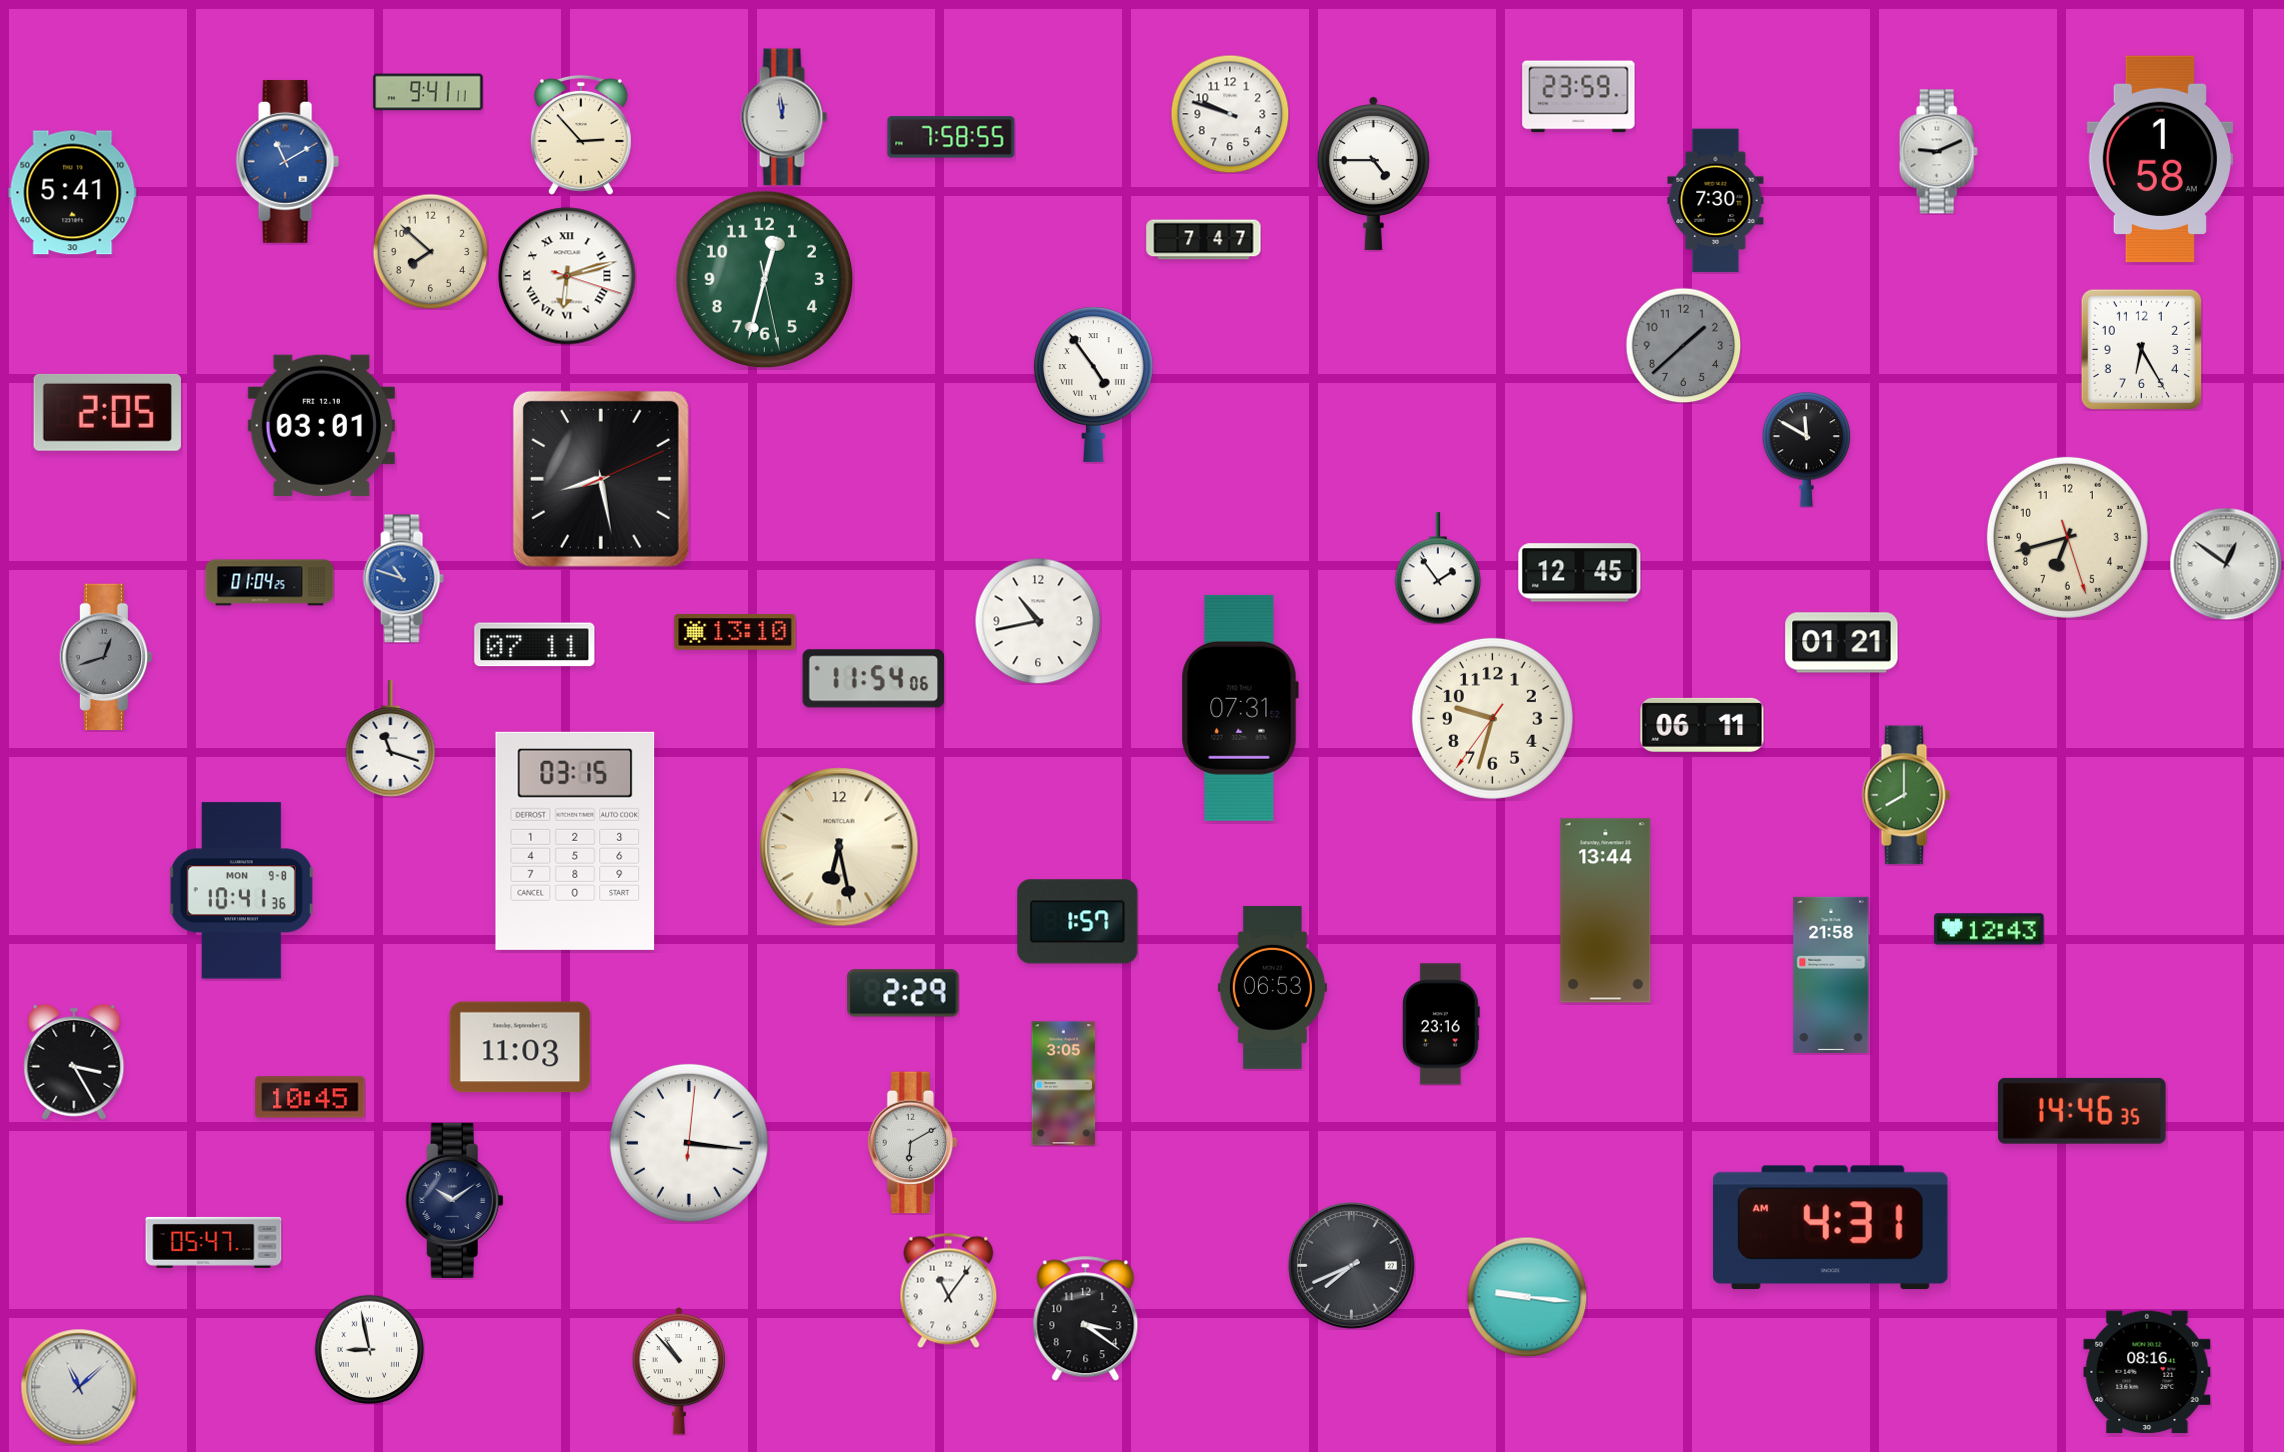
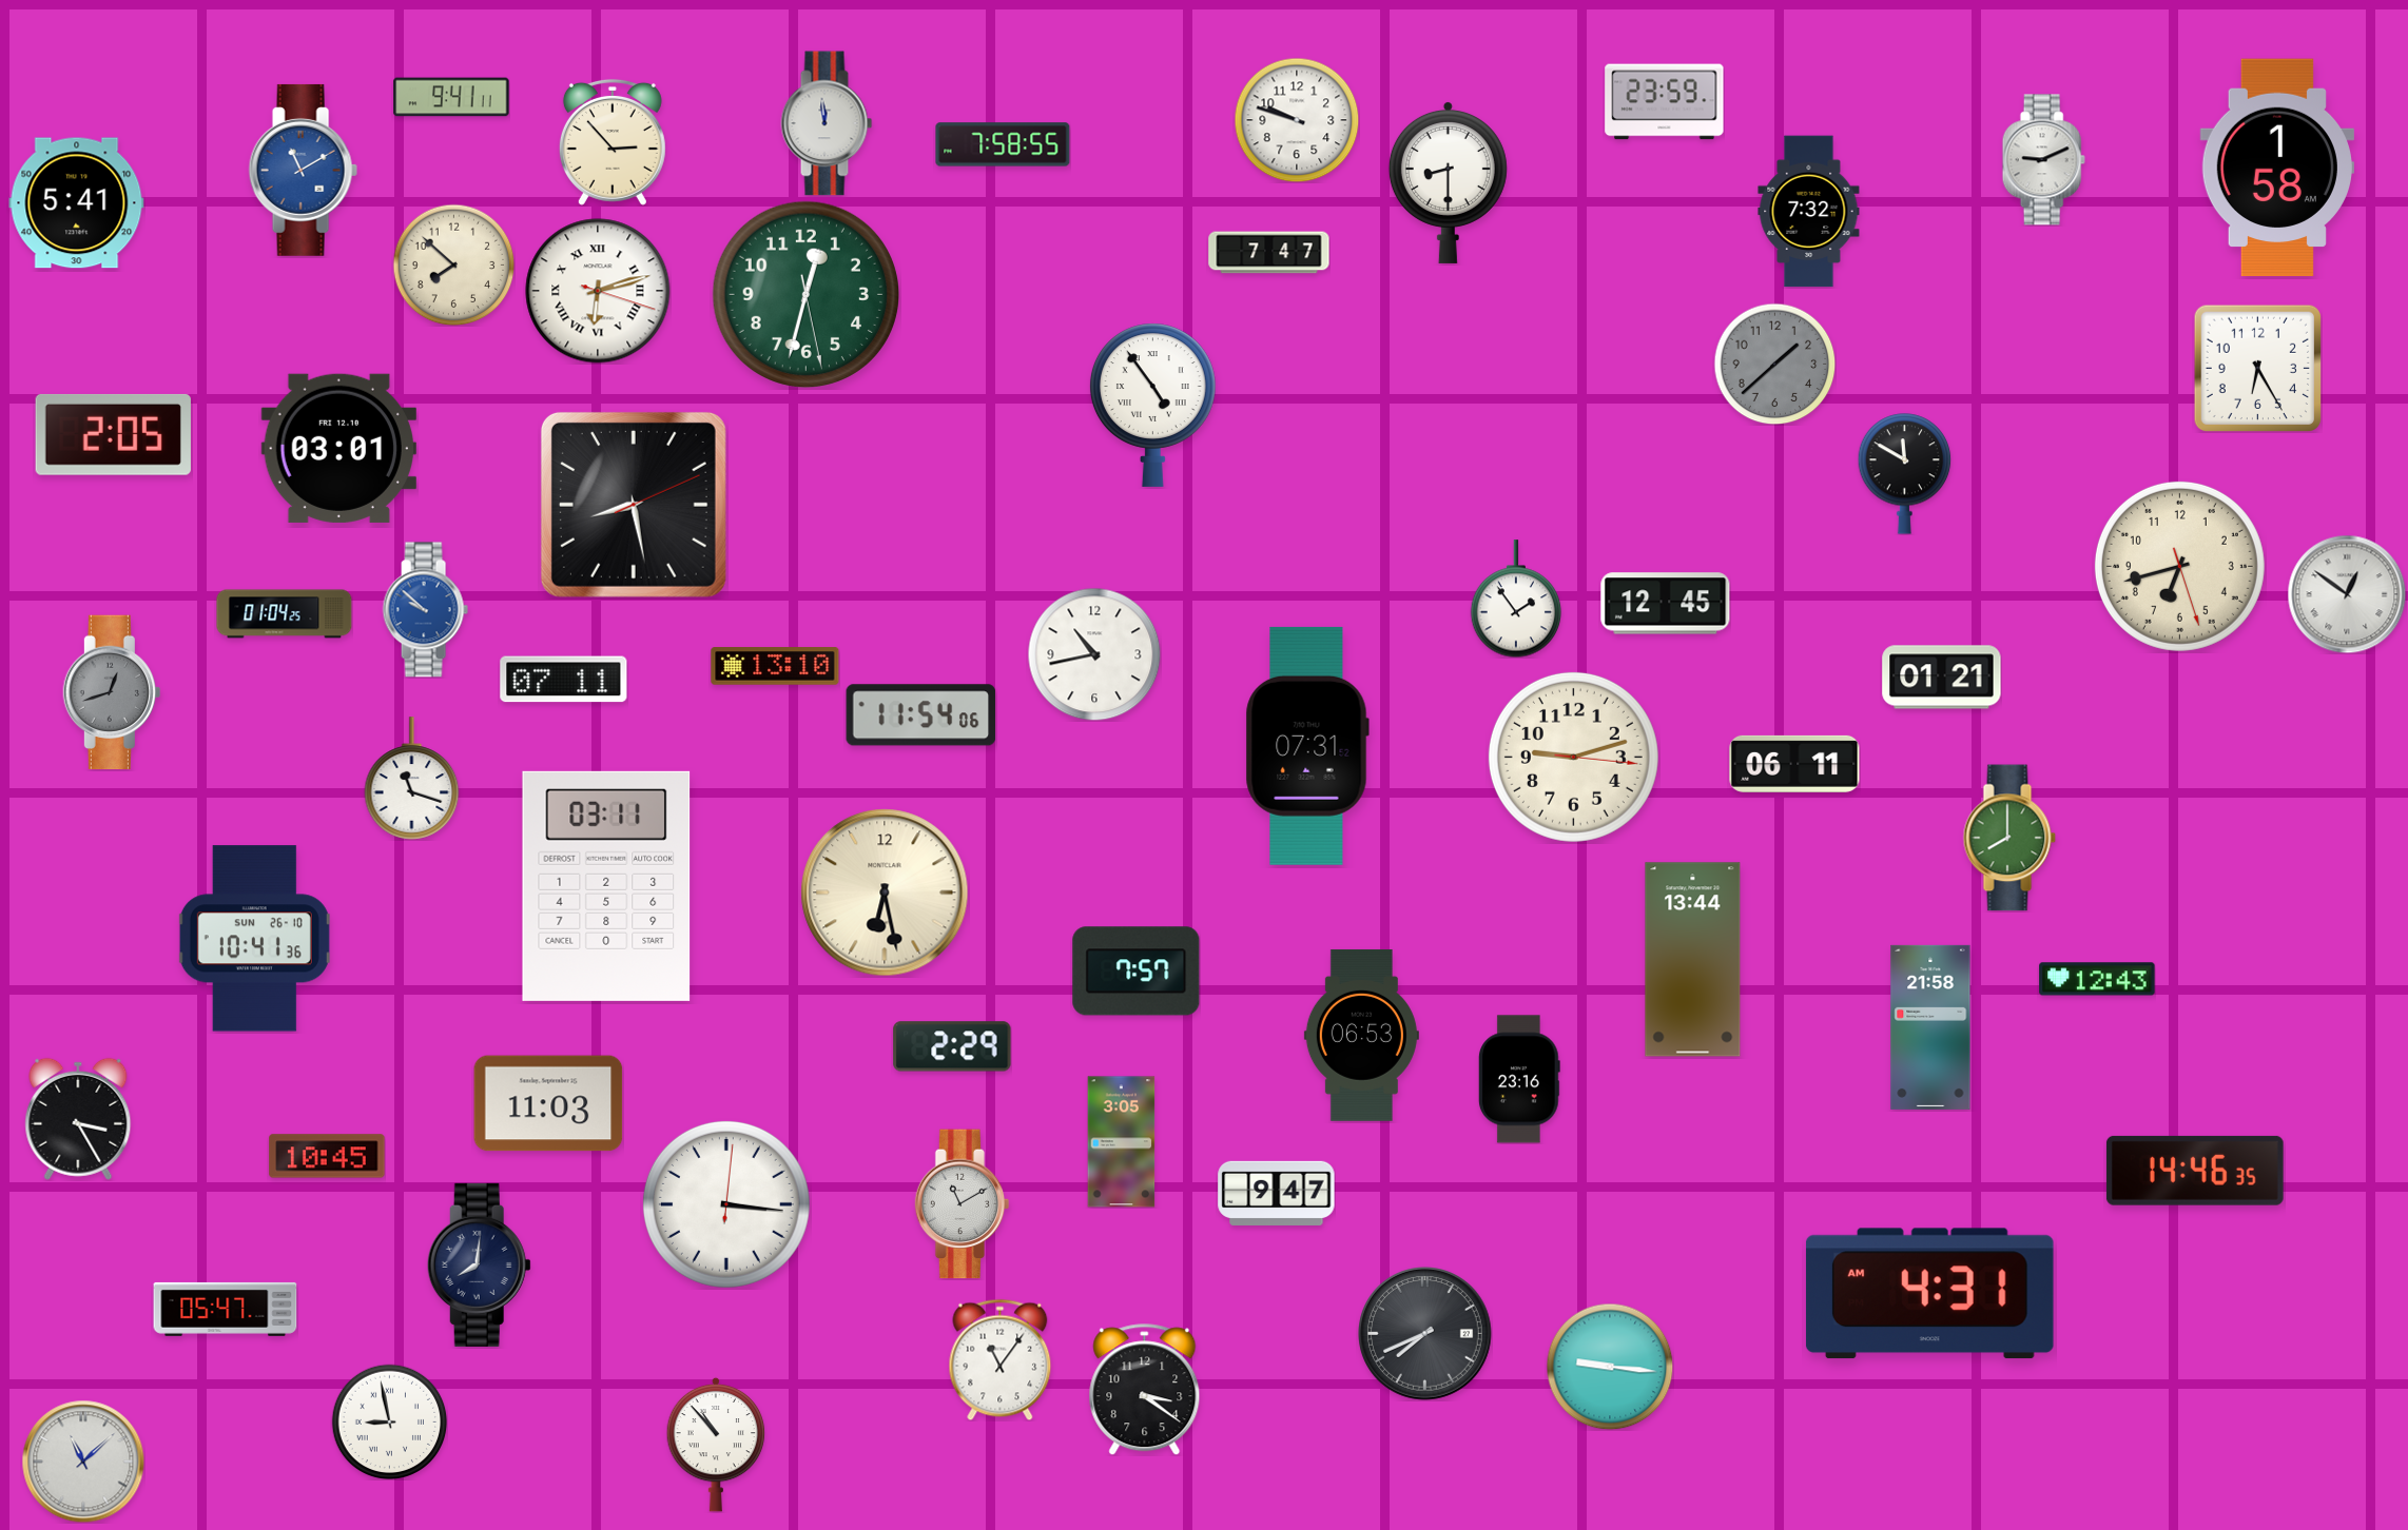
clock at (1373, 173): 4:45 -> 8:30
clock at (1716, 201): 7:30 -> 7:32
clock at (403, 579): 10:48 -> 9:52
clock at (1492, 718): 9:32 -> 9:12
clock at (575, 841): 03:15 -> 03:11
clock at (241, 891) date: MON 9-8 -> SUN 26-10
clock at (1078, 922): 1:57 -> 7:57
clock at (1272, 987) position: (1272, 987) -> (1361, 1035)
clock at (1277, 1193): none -> 9:47
clock at (913, 1143): 6:10 -> 11:10
clock at (454, 1200): 10:09 -> 8:01
clock at (2147, 1372): 08:16 -> none
